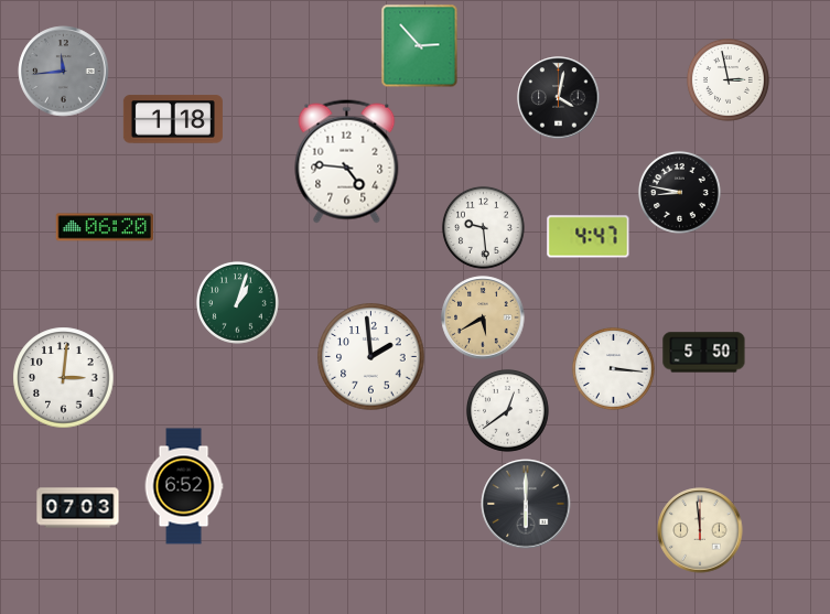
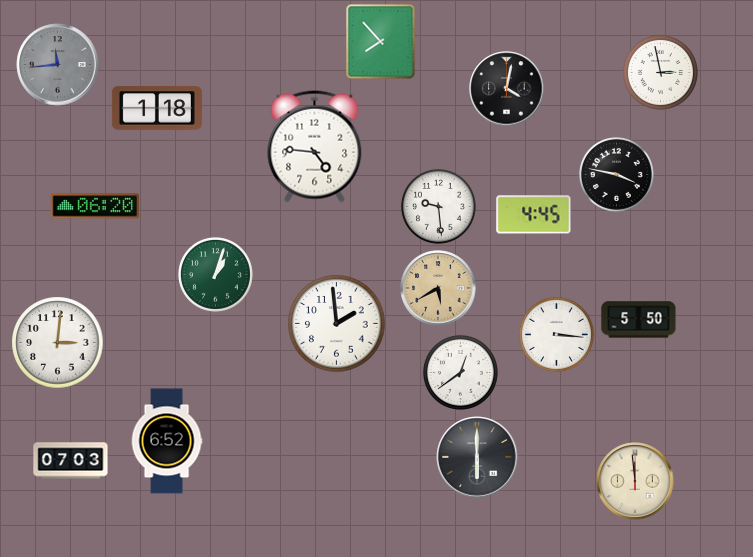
clock at (420, 46): 2:53 -> 7:53
clock at (679, 192): 8:47 -> 3:47
clock at (589, 237): 4:47 -> 4:45
